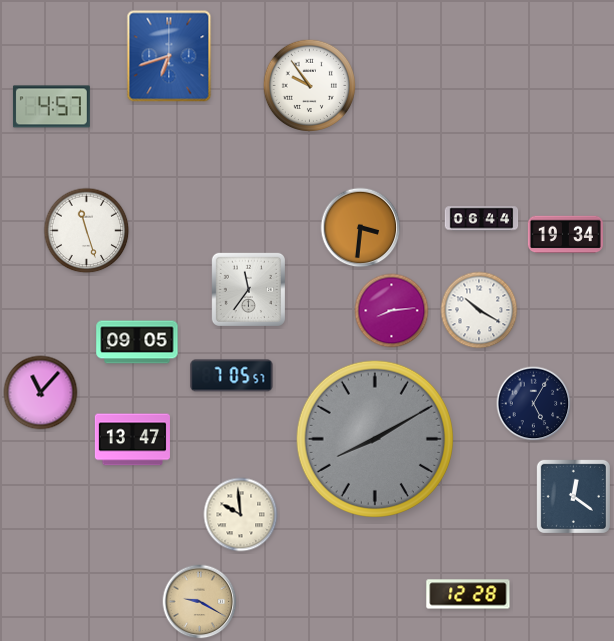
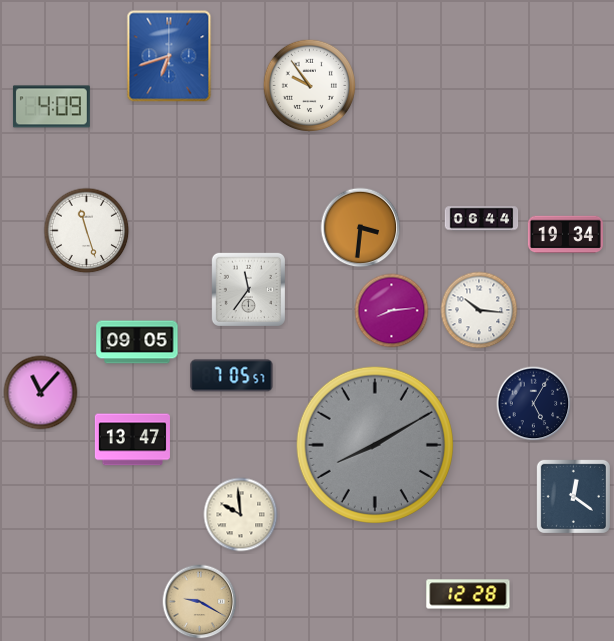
clock at (51, 107): 4:57 -> 4:09
clock at (479, 310): 10:20 -> 10:16
clock at (375, 439) position: (375, 439) -> (375, 445)
